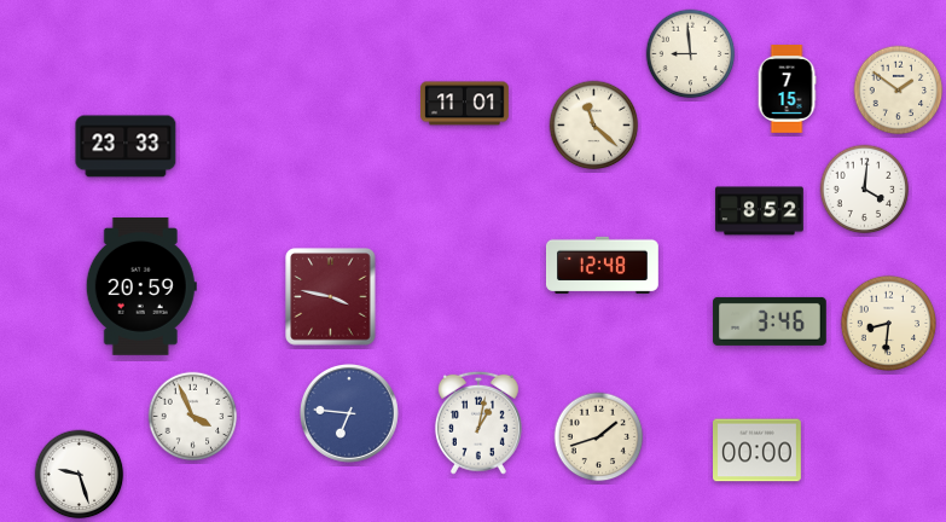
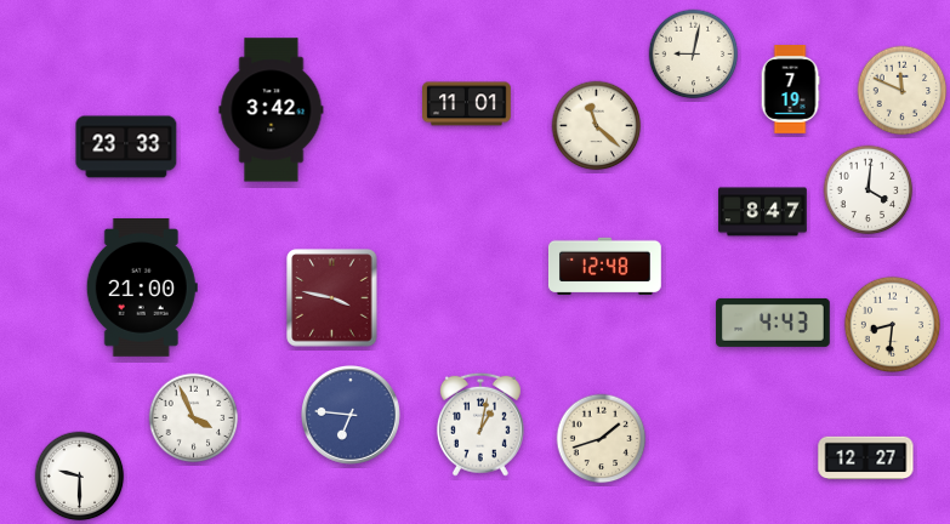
clock at (691, 54): 8:59 -> 9:02
clock at (787, 89): 7:15 -> 7:19
clock at (899, 91): 1:51 -> 11:49
clock at (272, 110): none -> 3:42
clock at (760, 211): 8:52 -> 8:47
clock at (141, 286): 20:59 -> 21:00
clock at (770, 321): 3:46 -> 4:43
clock at (758, 451): 00:00 -> none
clock at (866, 458): none -> 12:27
clock at (80, 475): 9:27 -> 9:30
